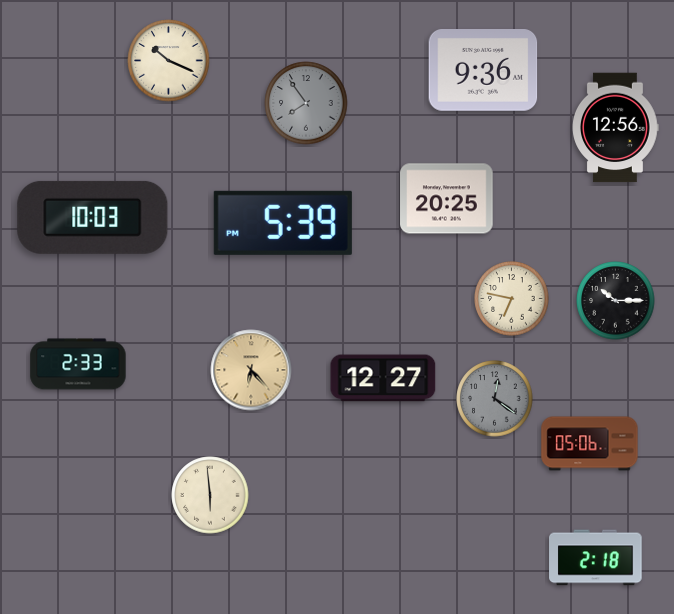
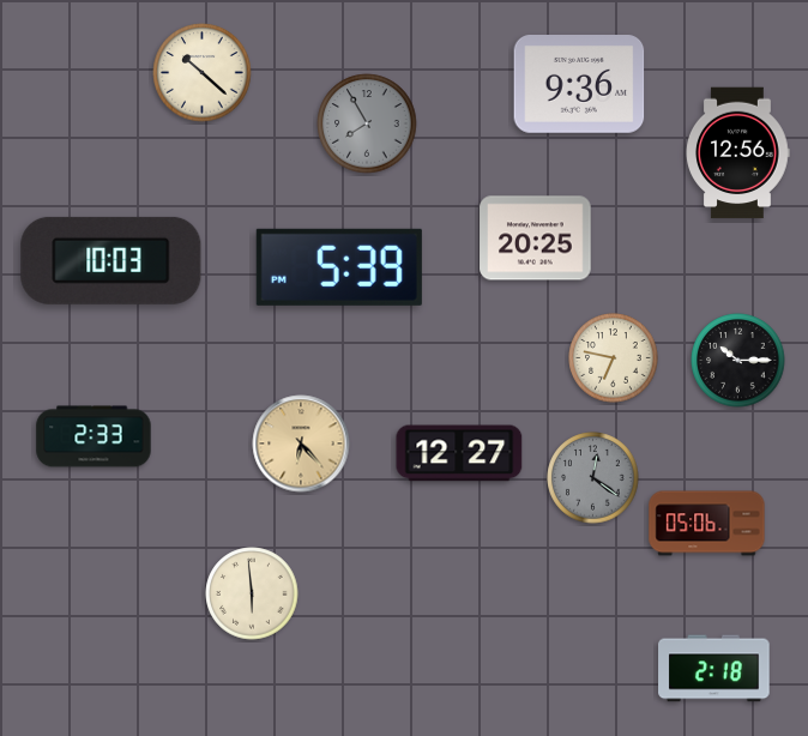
clock at (169, 61): 10:19 -> 10:22
clock at (306, 103): 7:54 -> 7:55
clock at (590, 444) position: (590, 444) -> (707, 524)
